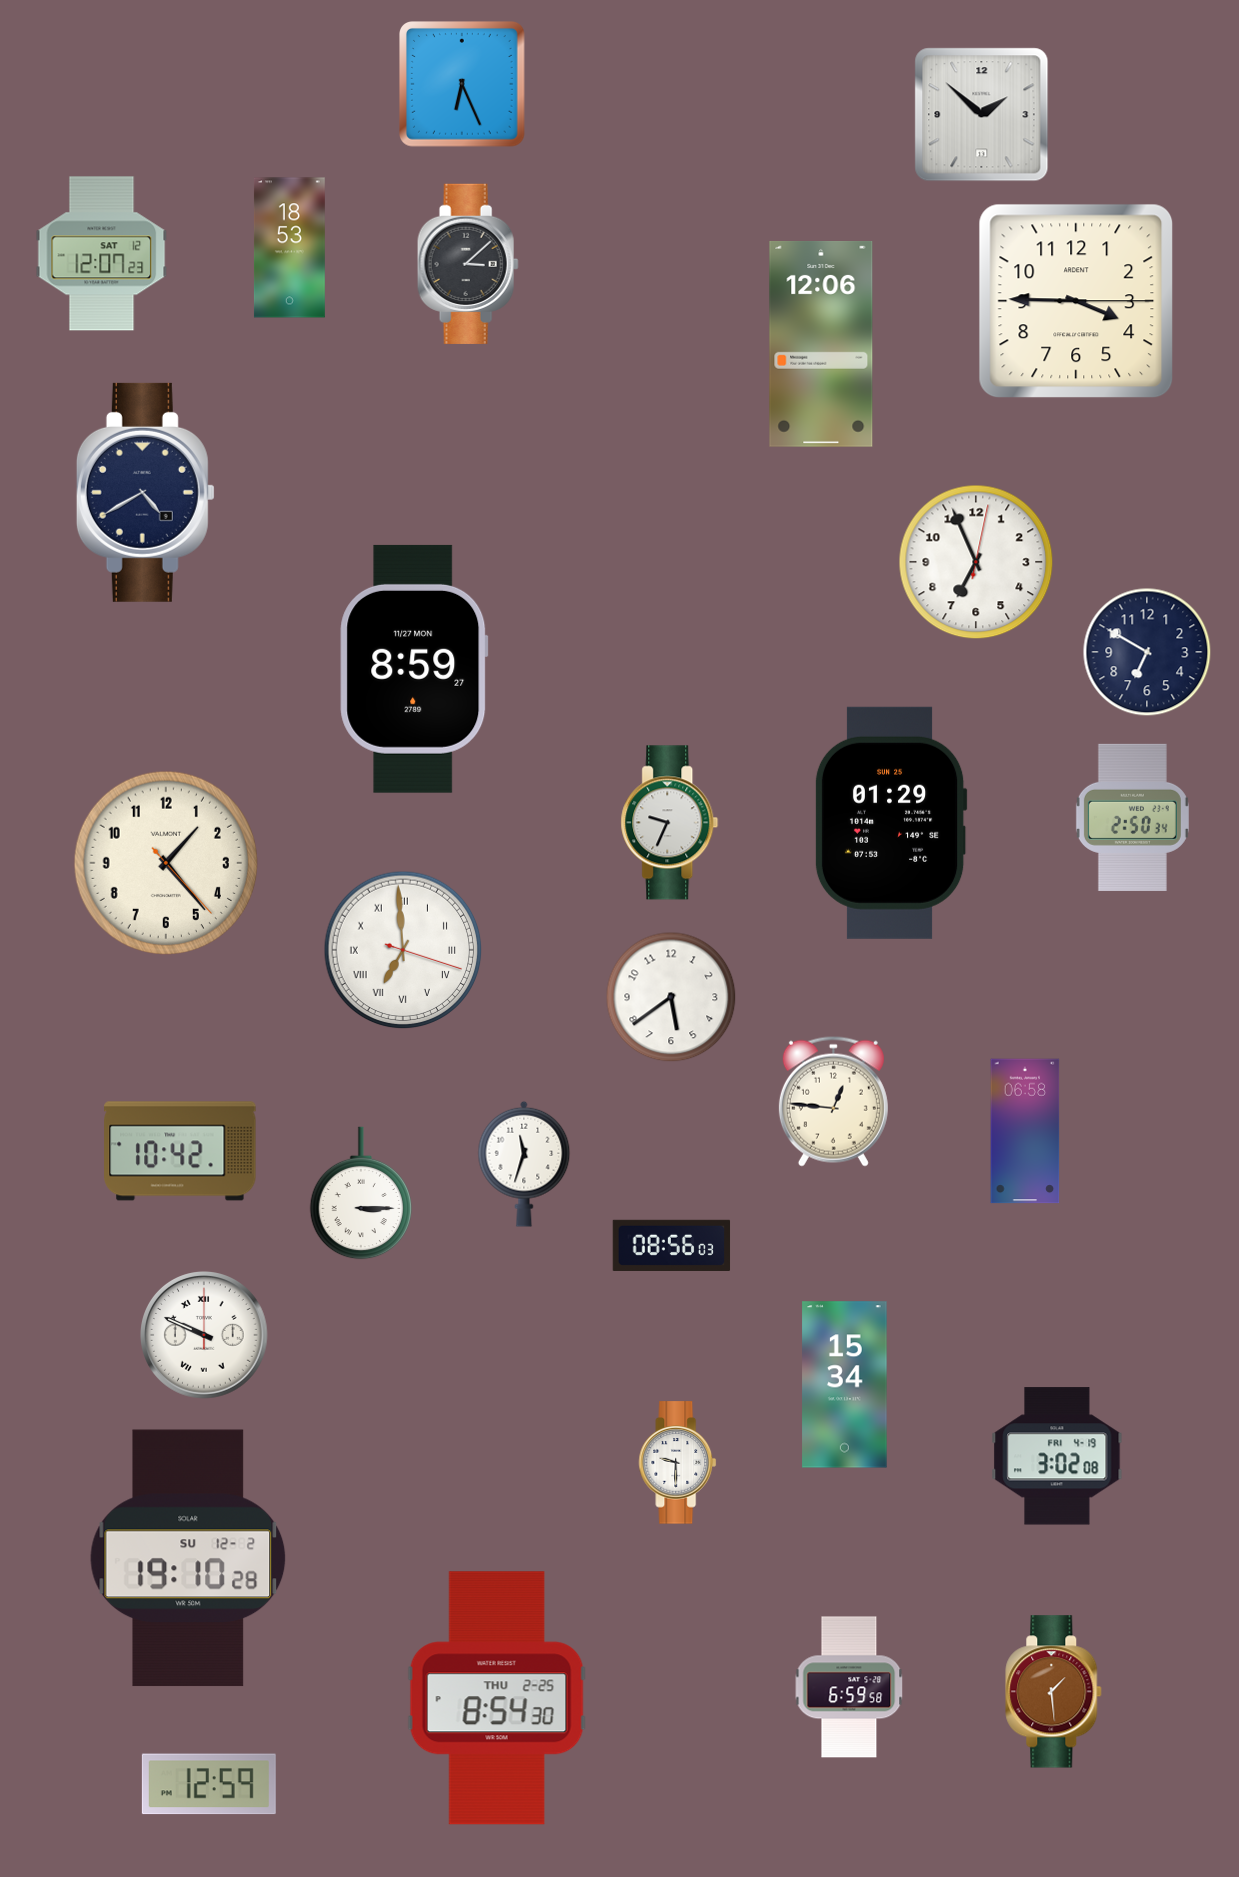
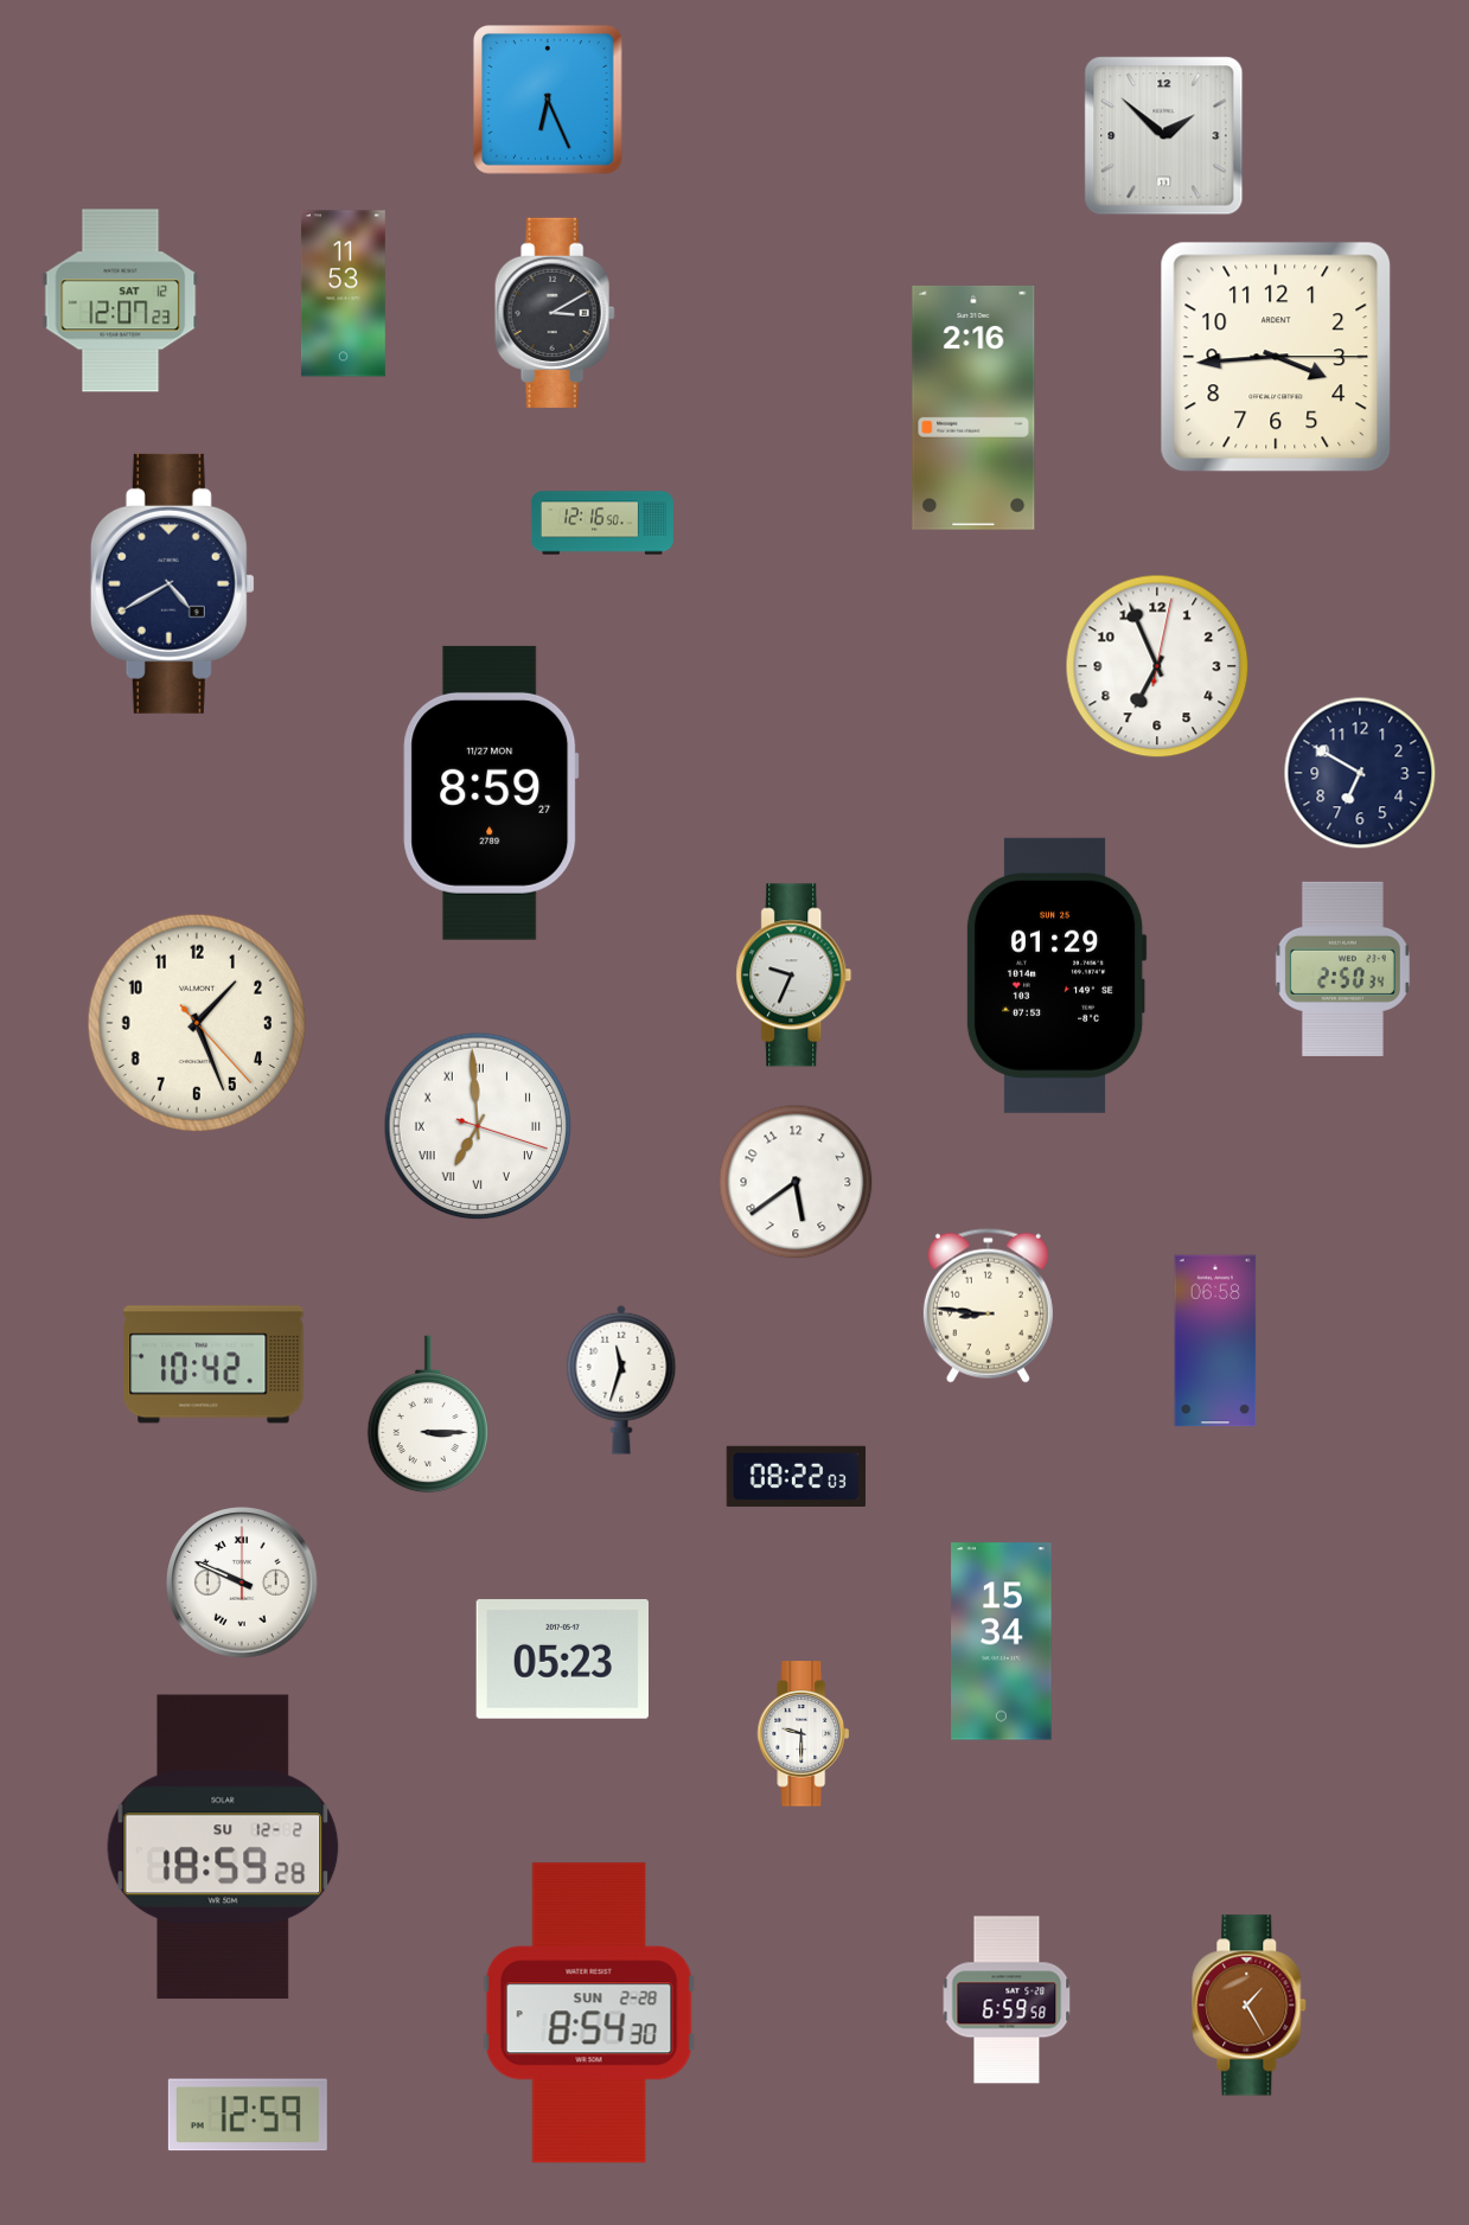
clock at (289, 248): 18:53 -> 11:53
clock at (468, 264): 3:08 -> 3:10
clock at (1076, 301): 3:45 -> 3:44
clock at (821, 344): 12:06 -> 2:16
clock at (602, 523): none -> 12:16
clock at (165, 862): 1:23 -> 1:26
clock at (833, 1101): 12:46 -> 8:46
clock at (672, 1245): 08:56 -> 08:22
clock at (562, 1660): none -> 05:23
clock at (1057, 1456): 3:02 -> none
clock at (188, 1558): 19:10 -> 18:59
clock at (1054, 1692): 1:29 -> 1:25
clock at (497, 1698) date: THU 2-25 -> SUN 2-28
